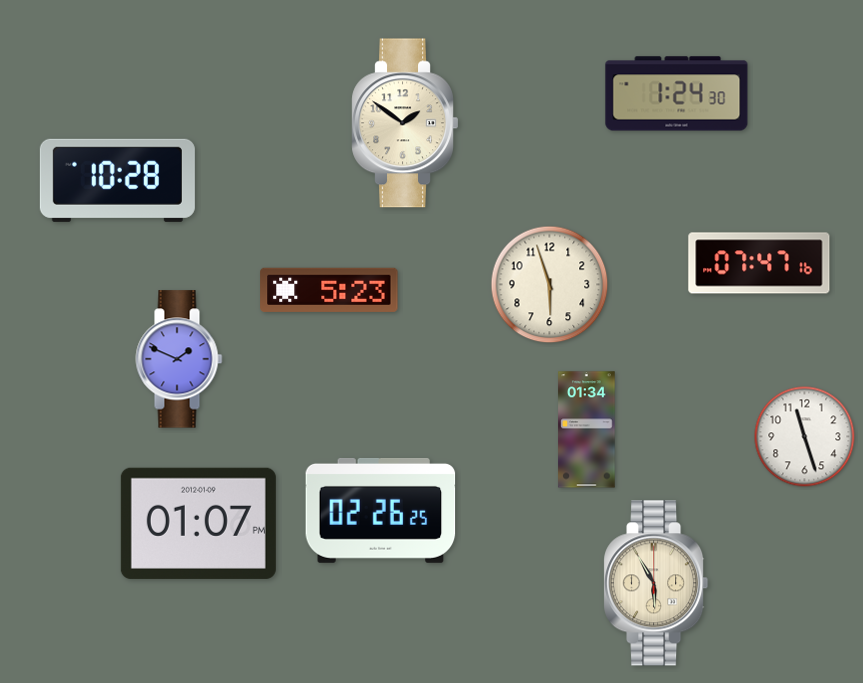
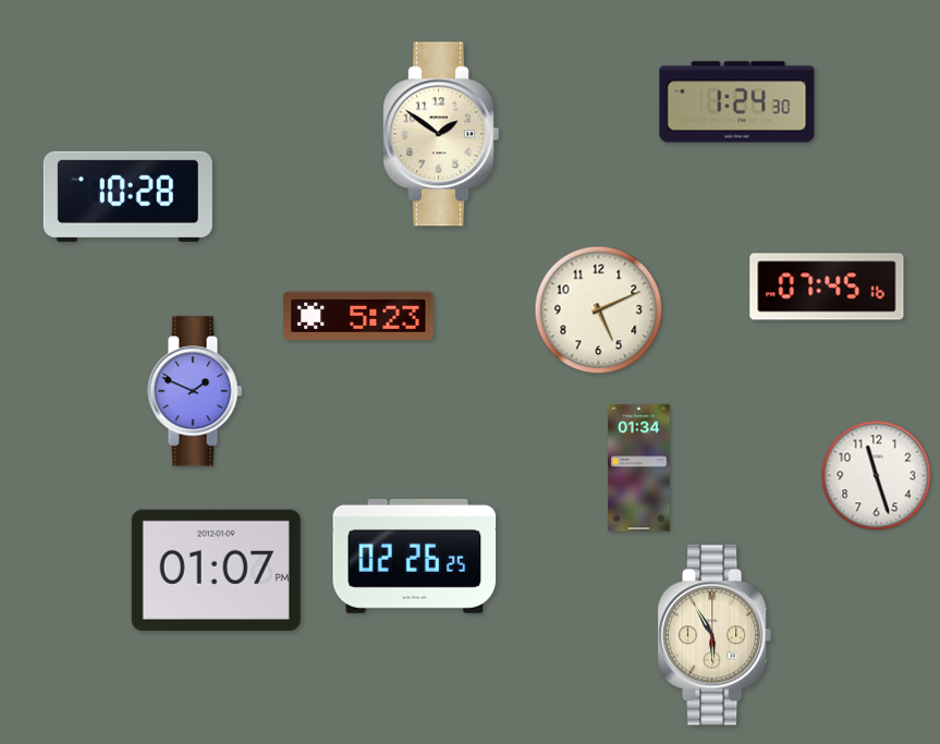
clock at (759, 263): 07:47 -> 07:45
clock at (550, 285): 5:57 -> 5:11
